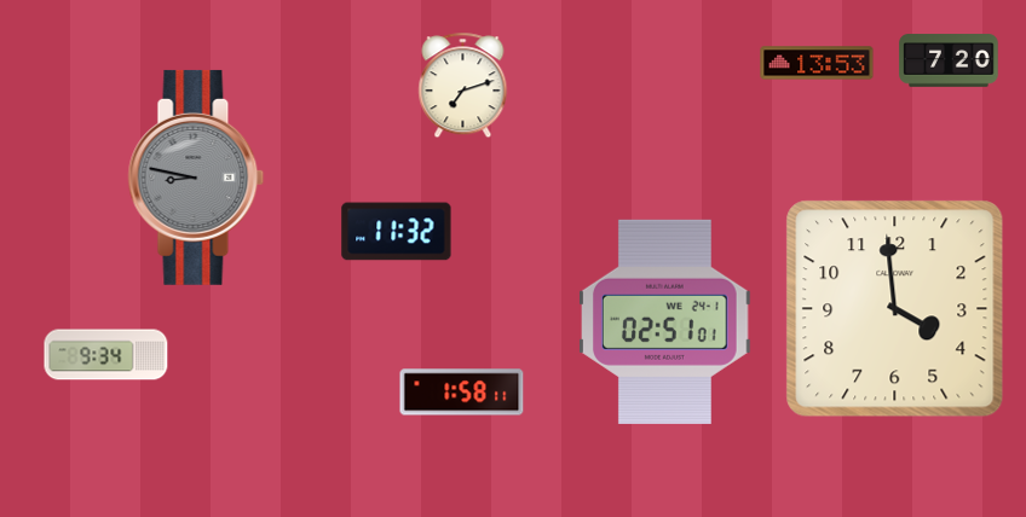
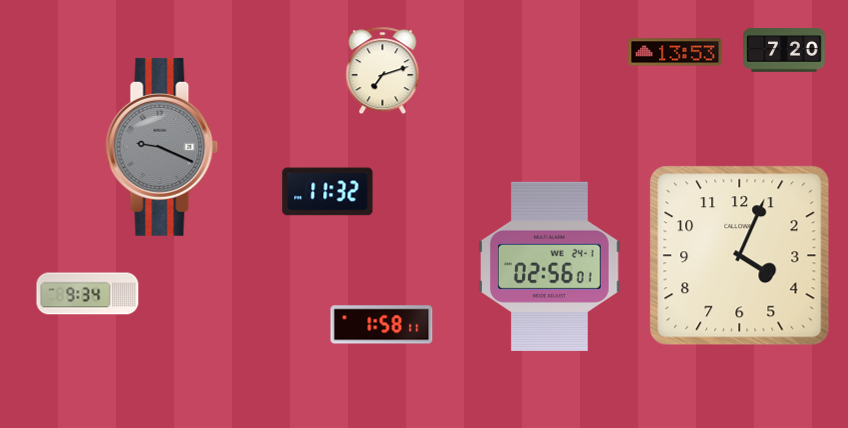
clock at (196, 178): 8:47 -> 9:19
clock at (895, 309): 3:59 -> 4:04
clock at (665, 321): 02:51 -> 02:56
